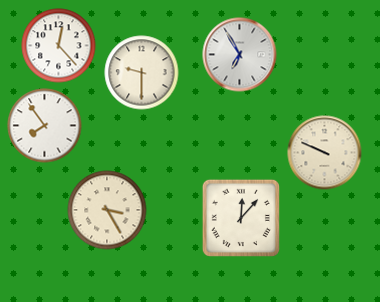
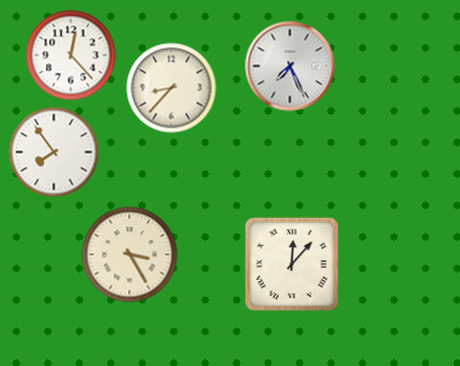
clock at (240, 55): 6:55 -> 7:26
clock at (142, 73): 9:30 -> 8:37
clock at (325, 153): 9:49 -> none
